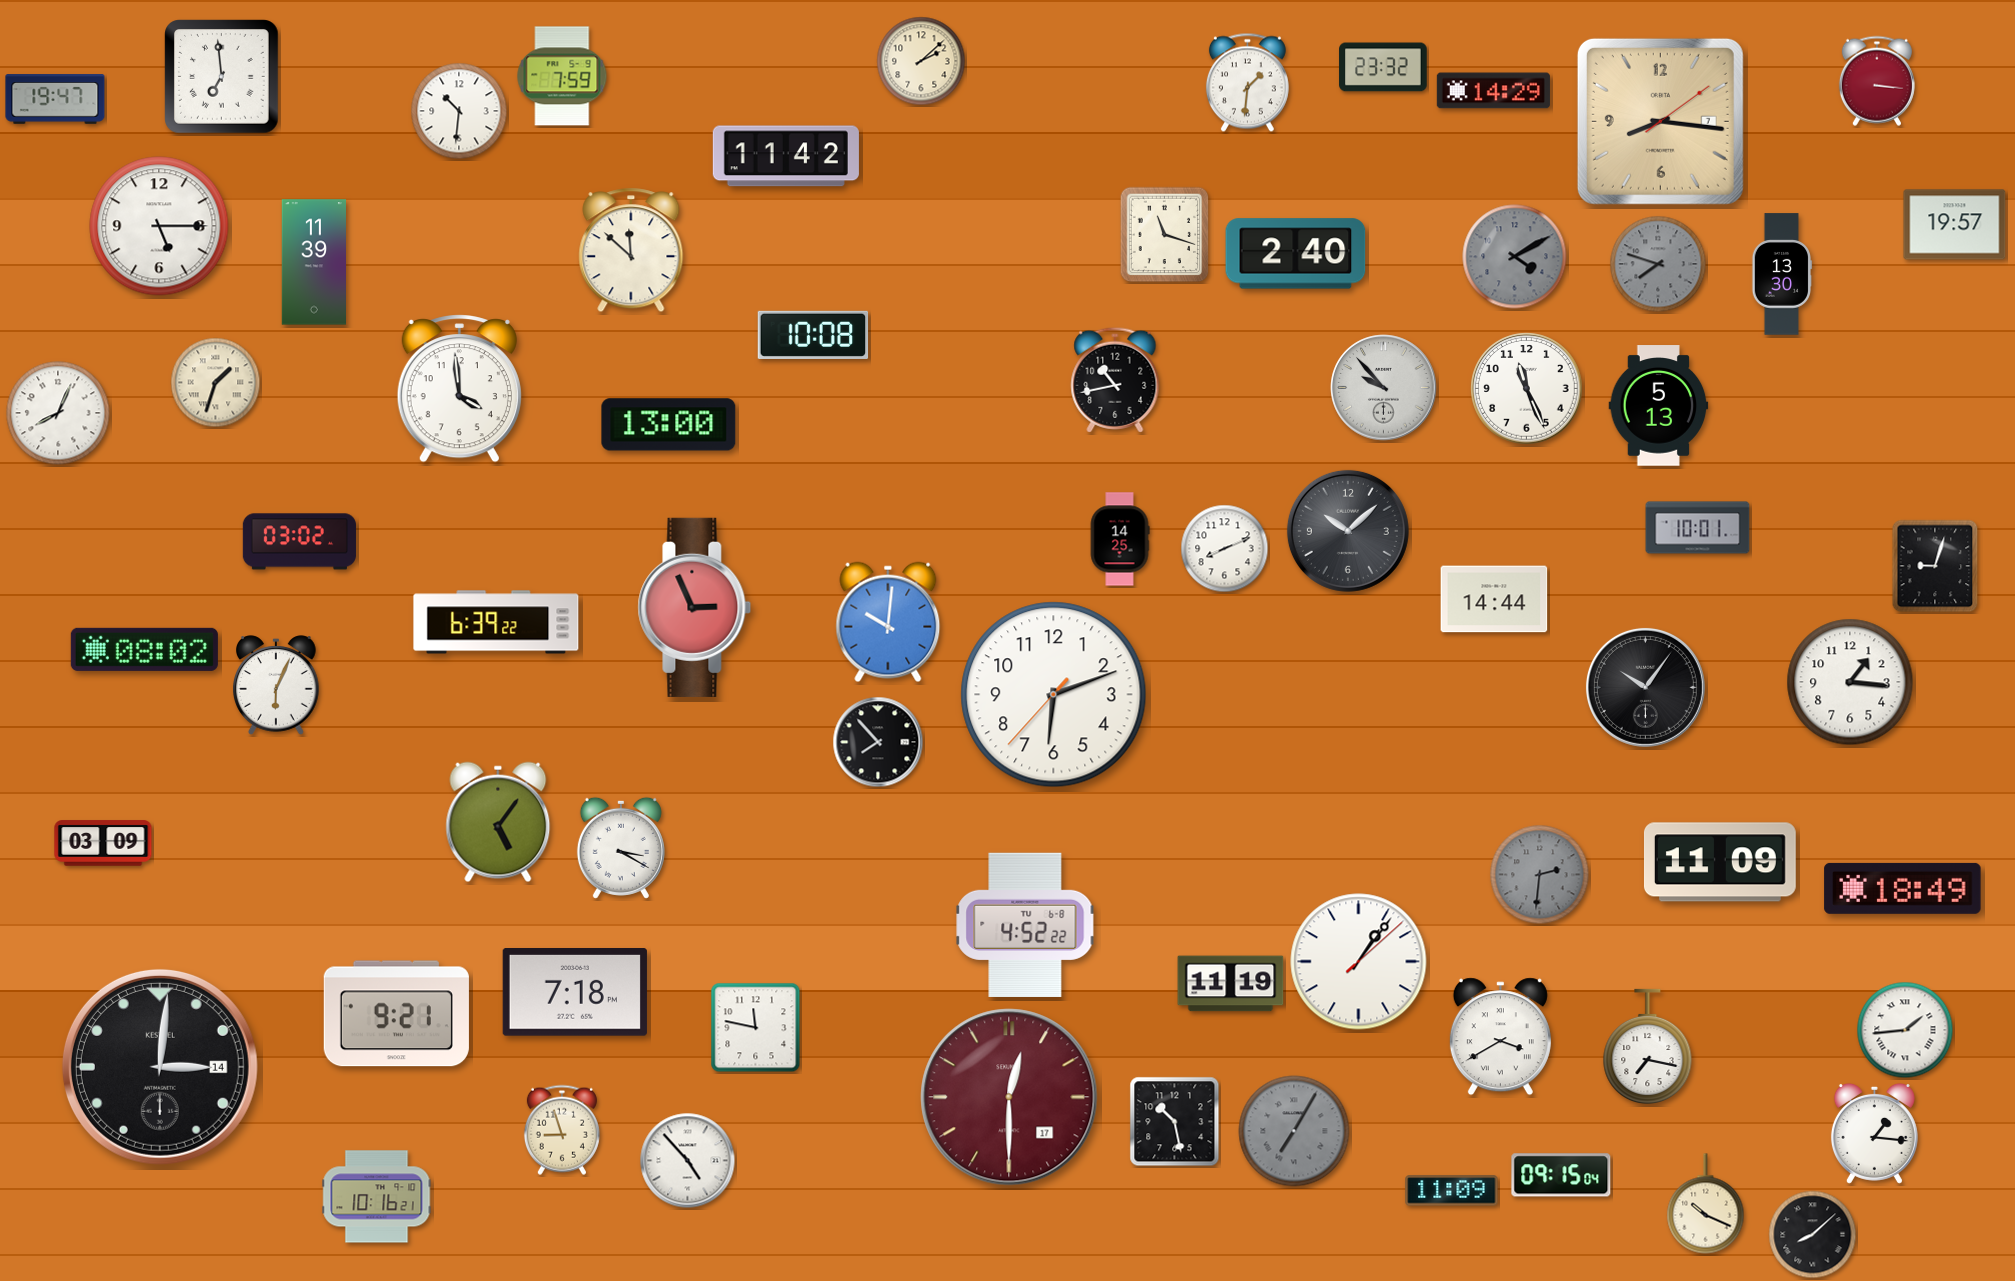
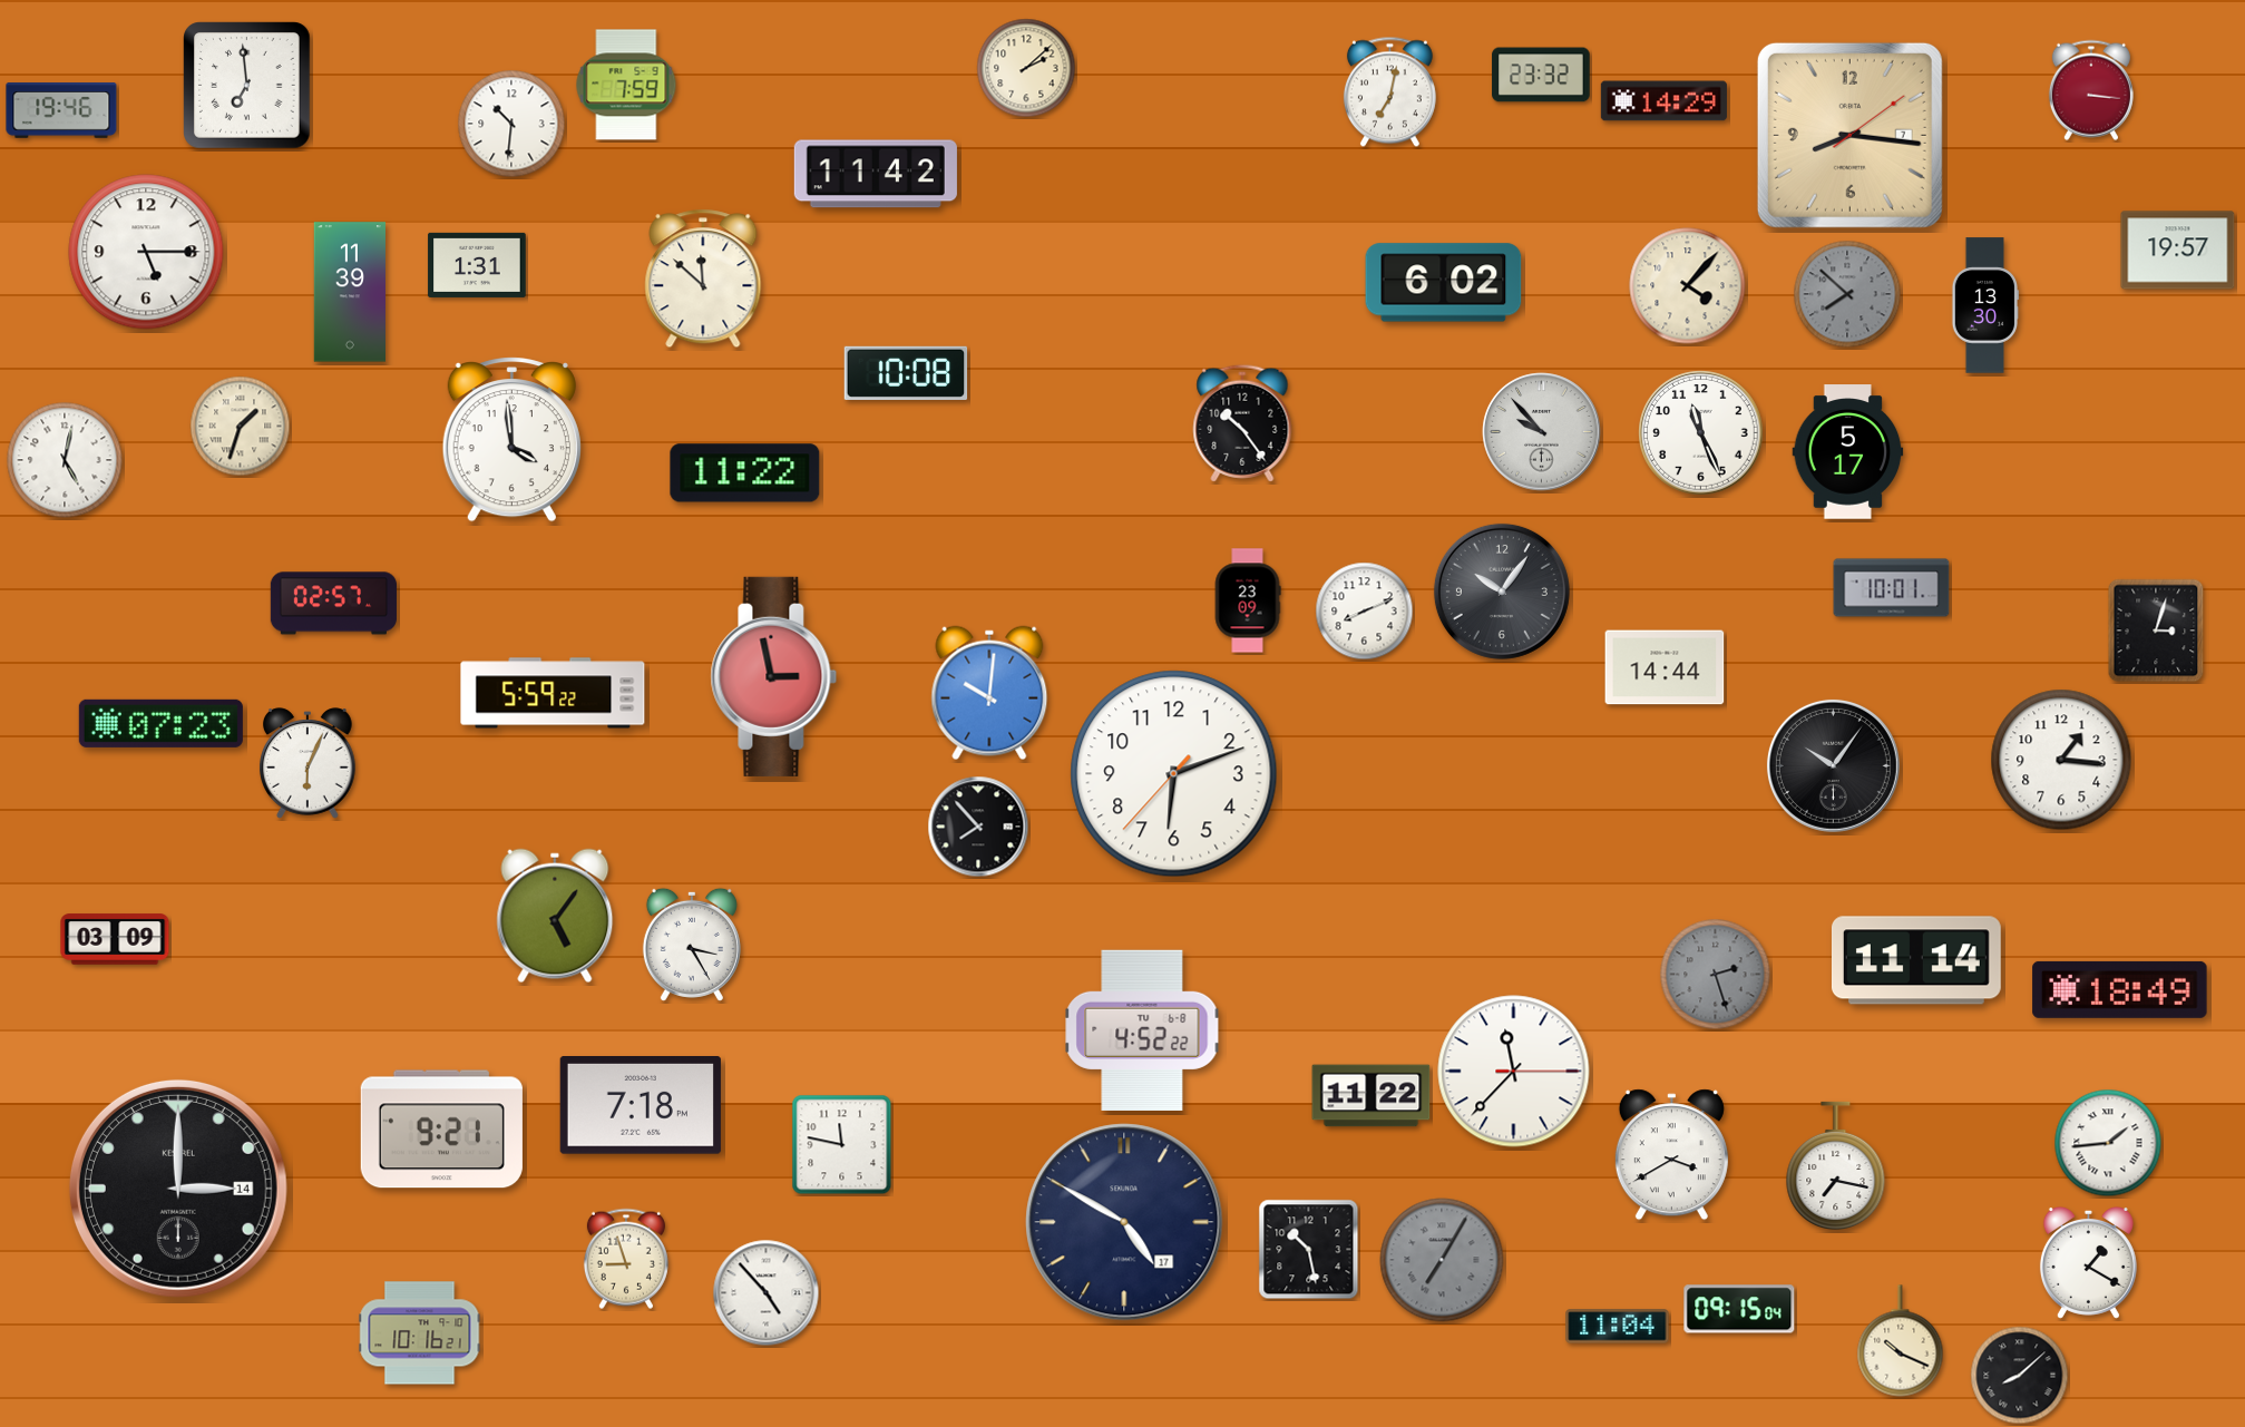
clock at (1247, 83): 1:31 -> 7:02
clock at (55, 99): 19:47 -> 19:46
clock at (159, 226) position: (159, 226) -> (146, 252)
clock at (1165, 235): 11:18 -> none
clock at (477, 265): none -> 1:31
clock at (1296, 254): 2:40 -> 6:02
clock at (1515, 257): 4:10 -> 4:07
clock at (1515, 257) dial: grey -> cream
clock at (1658, 264): 7:48 -> 7:52
clock at (1115, 380): 10:43 -> 10:24
clock at (459, 389) position: (459, 389) -> (511, 440)
clock at (1659, 406): 5:13 -> 5:17
clock at (58, 413): 8:04 -> 5:02
clock at (669, 425): 13:00 -> 11:22
clock at (1348, 531): 10:08 -> 10:06
clock at (1120, 539): 14:25 -> 23:09
clock at (299, 542): 03:02 -> 02:57
clock at (1935, 566): 9:03 -> 3:03
clock at (695, 607): 2:56 -> 2:58
clock at (496, 622): 6:39 -> 5:59
clock at (144, 649): 08:02 -> 07:23
clock at (621, 848): 3:20 -> 3:25
clock at (1720, 862): 11:09 -> 11:14
clock at (1540, 875): 2:31 -> 2:27
clock at (1359, 962): 1:06 -> 11:37
clock at (1231, 984): 11:19 -> 11:22
clock at (1905, 1030) position: (1905, 1030) -> (2108, 1143)
clock at (160, 1067): 3:01 -> 3:00
clock at (1009, 1097): 12:30 -> 4:50
clock at (1009, 1097) dial: burgundy -> navy
clock at (1874, 1133): 1:16 -> 1:20
clock at (1452, 1191): 11:09 -> 11:04
